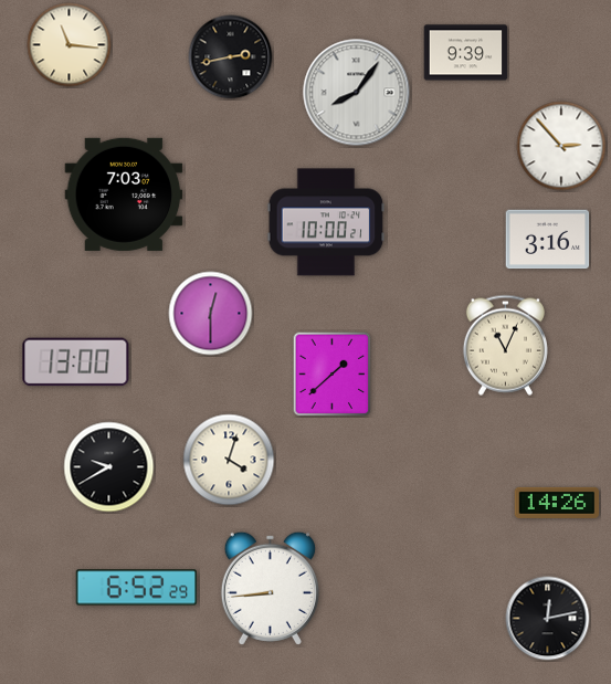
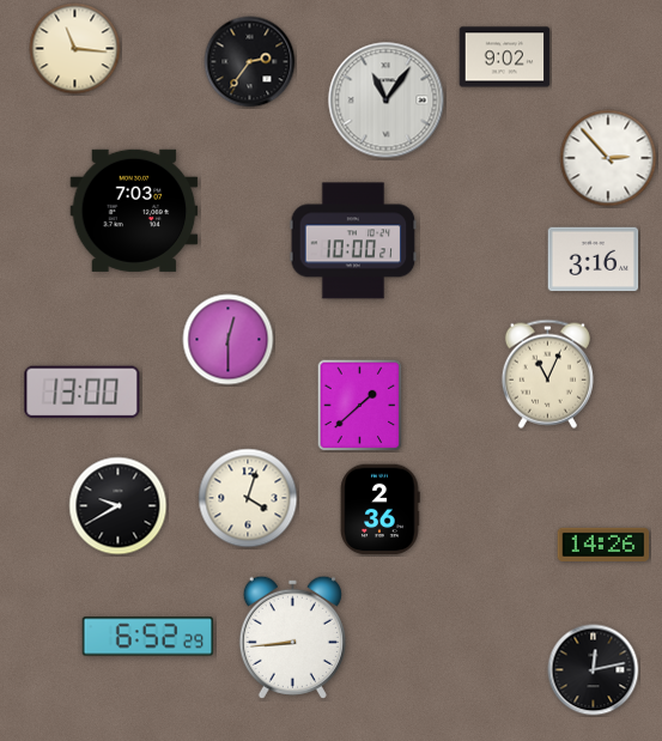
clock at (466, 53): 9:39 -> 9:02
clock at (231, 57): 2:43 -> 2:36
clock at (357, 93): 8:06 -> 11:06
clock at (379, 510): none -> 2:36
